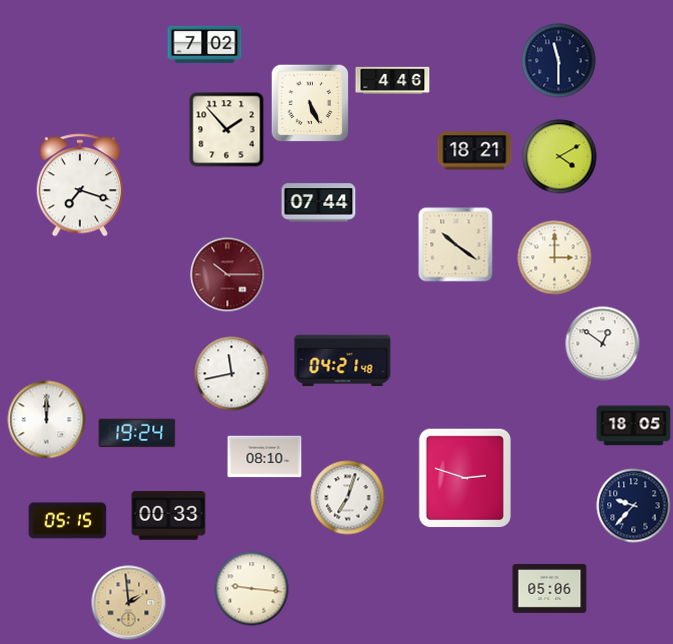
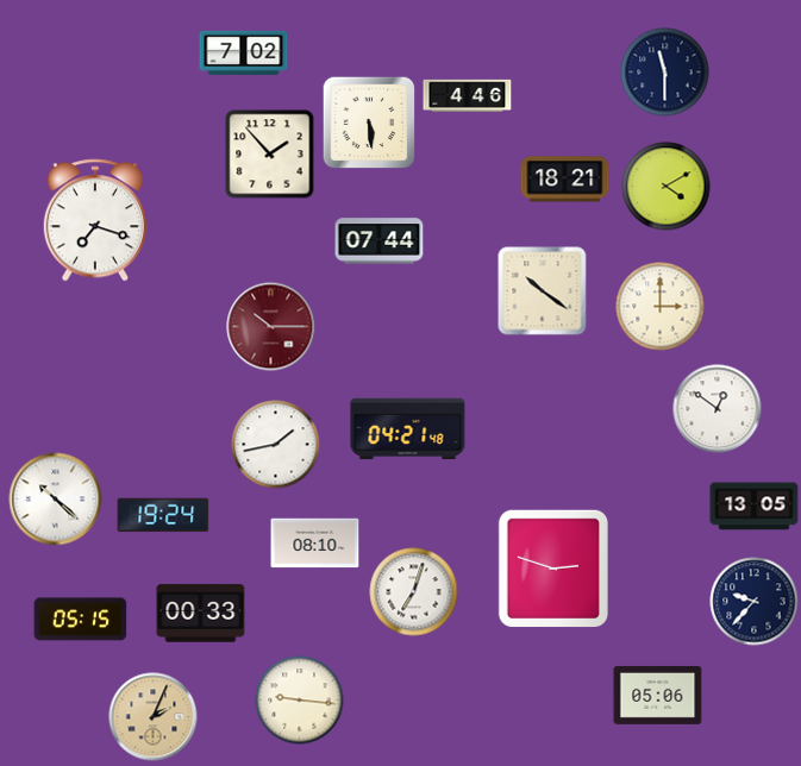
clock at (310, 103): 5:26 -> 5:29
clock at (232, 374): 11:43 -> 1:43
clock at (47, 420): 12:00 -> 10:22
clock at (634, 426): 18:05 -> 13:05
clock at (550, 588) position: (550, 588) -> (658, 695)
clock at (129, 603): 1:59 -> 2:04
